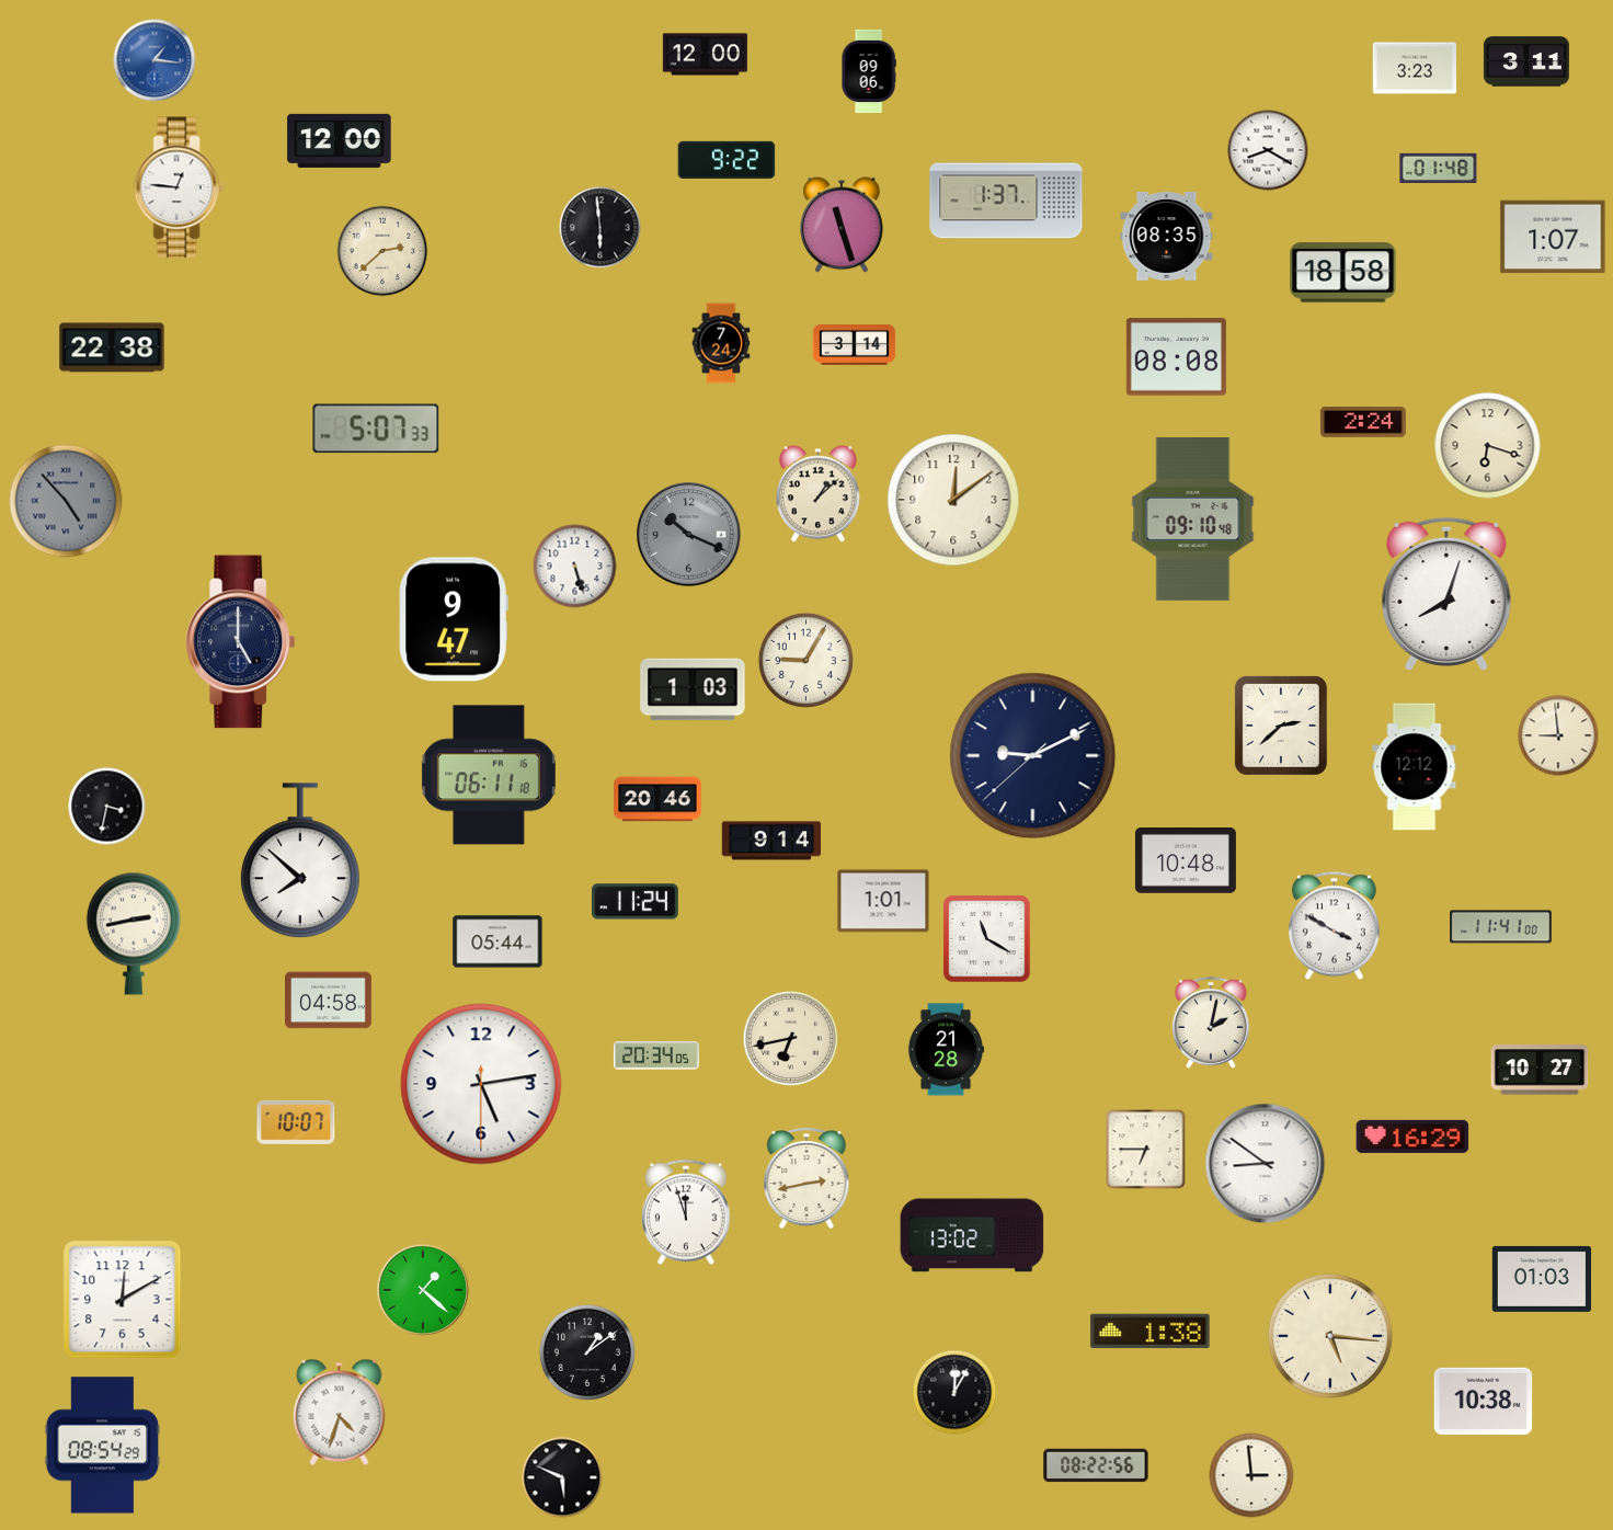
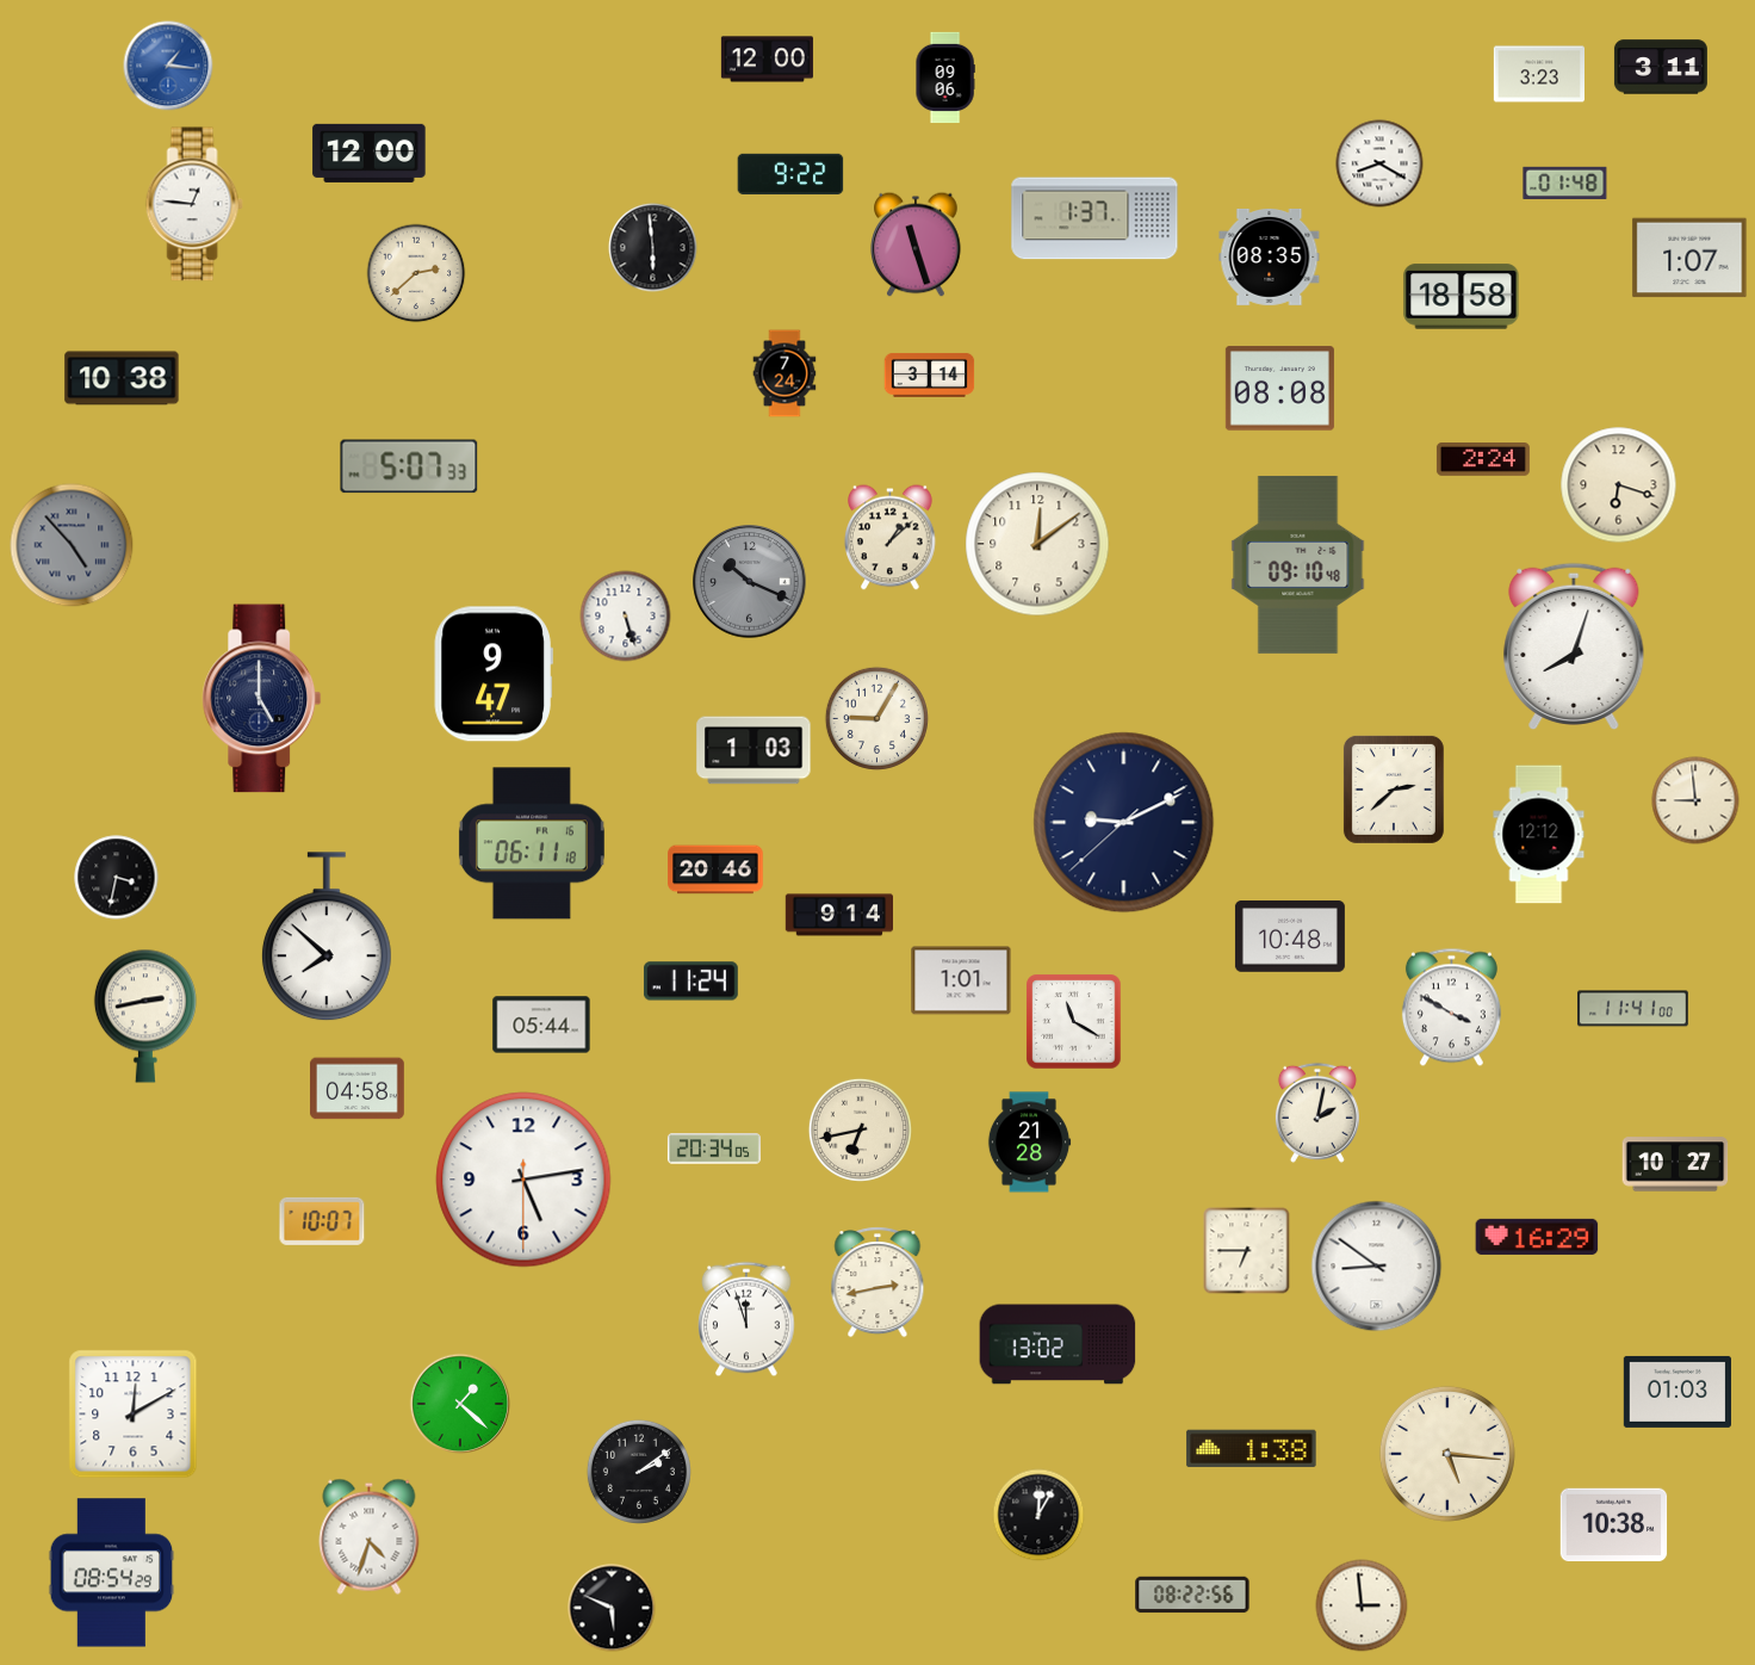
clock at (112, 347): 22:38 -> 10:38
clock at (587, 1352): 1:09 -> 2:09
